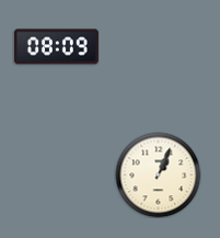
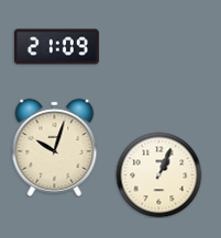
clock at (56, 47): 08:09 -> 21:09
clock at (55, 147): none -> 10:03
